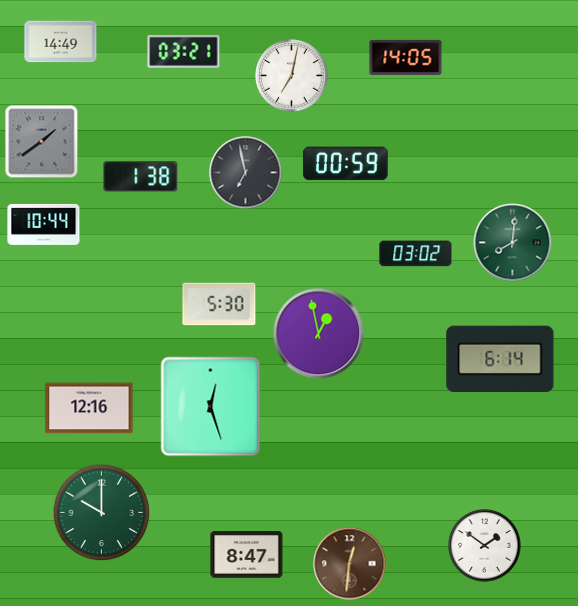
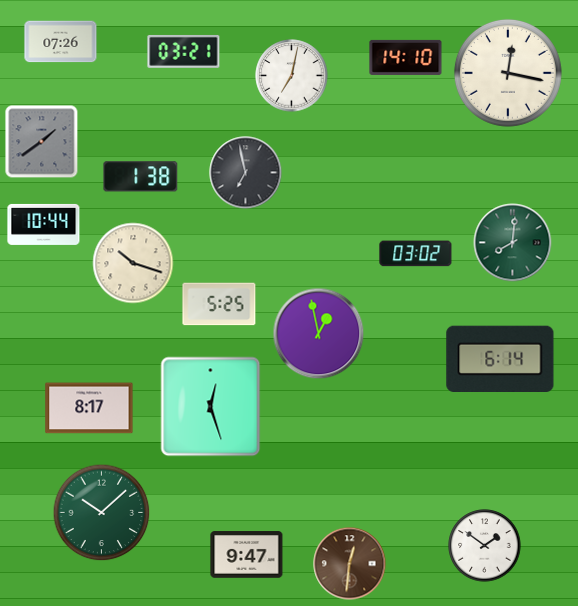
clock at (61, 42): 14:49 -> 07:26
clock at (406, 57): 14:05 -> 14:10
clock at (508, 73): none -> 12:17
clock at (346, 164): 00:59 -> none
clock at (133, 263): none -> 10:18
clock at (219, 304): 5:30 -> 5:25
clock at (89, 408): 12:16 -> 8:17
clock at (102, 513): 10:00 -> 10:08
clock at (247, 555): 8:47 -> 9:47
